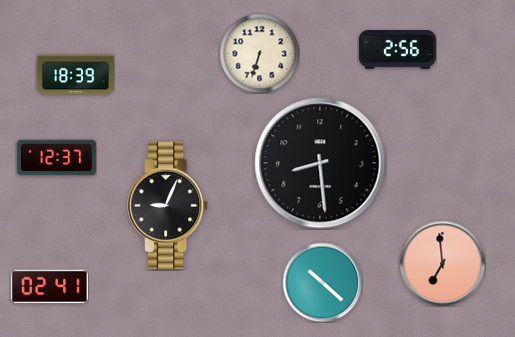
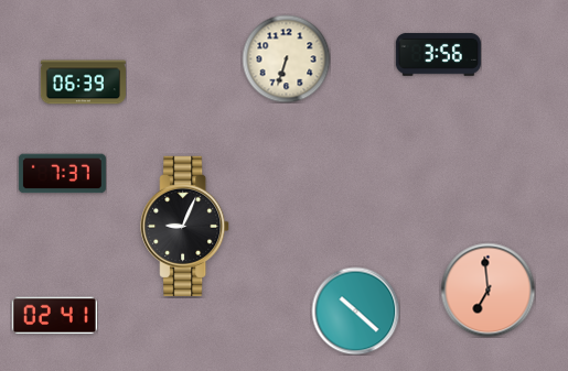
clock at (397, 49): 2:56 -> 3:56
clock at (75, 75): 18:39 -> 06:39
clock at (56, 158): 12:37 -> 7:37
clock at (320, 163): 8:29 -> none
